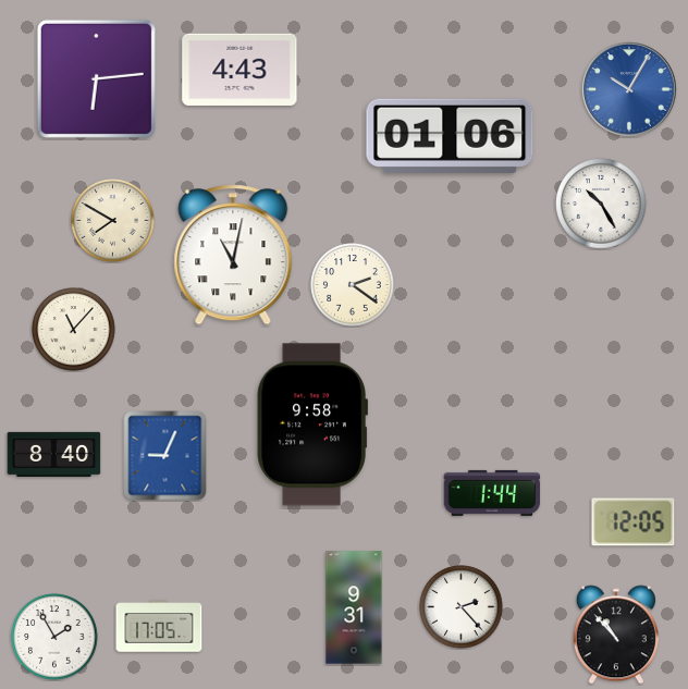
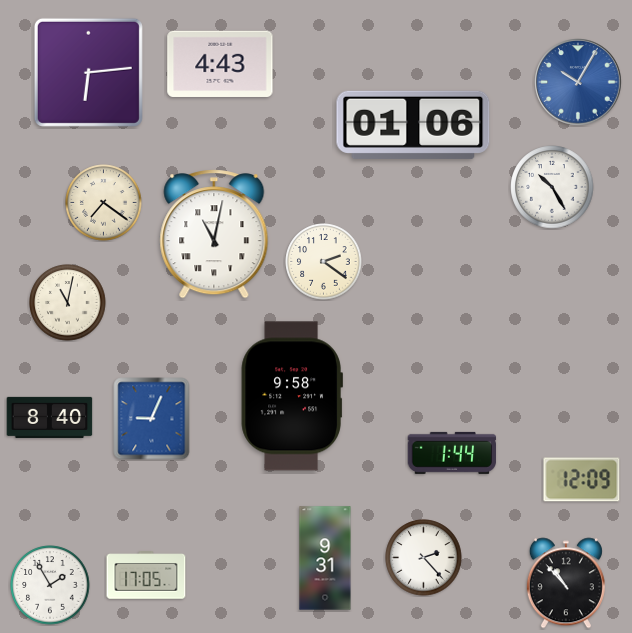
clock at (113, 221): 7:50 -> 7:21
clock at (74, 330): 11:07 -> 11:02
clock at (312, 425) position: (312, 425) -> (292, 396)
clock at (634, 522): 12:05 -> 12:09
